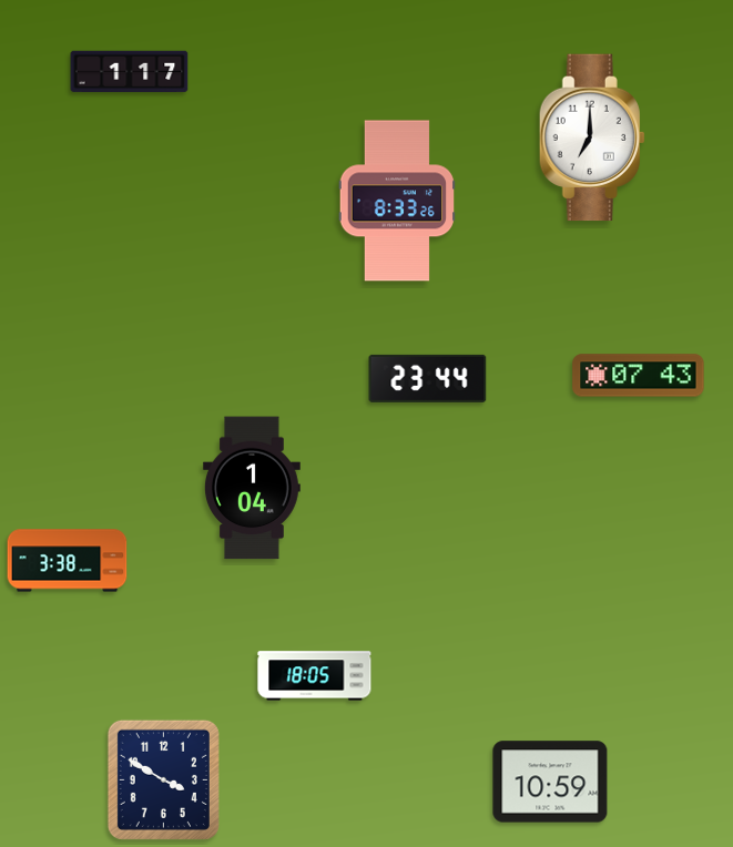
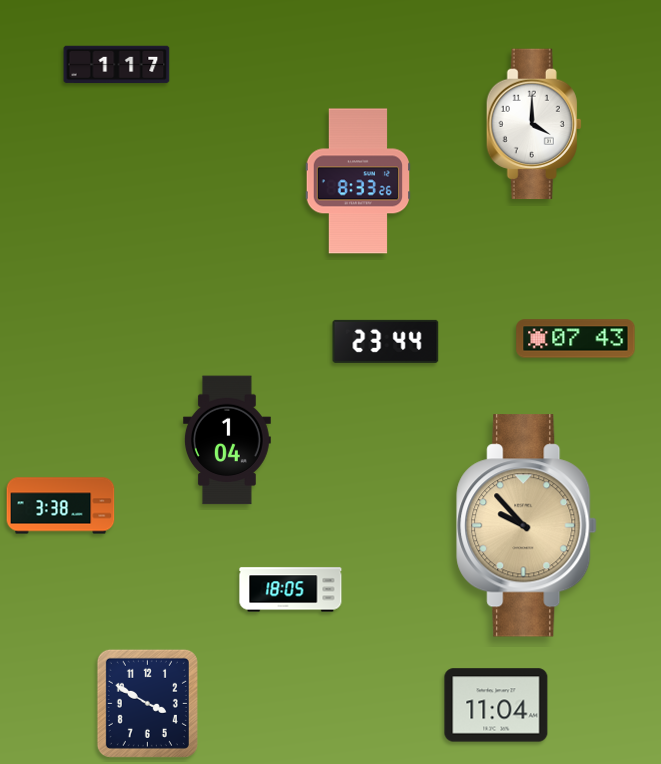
clock at (592, 137): 7:00 -> 4:00
clock at (527, 526): none -> 9:53
clock at (315, 676) position: (315, 676) -> (291, 590)
clock at (550, 782): 10:59 -> 11:04
